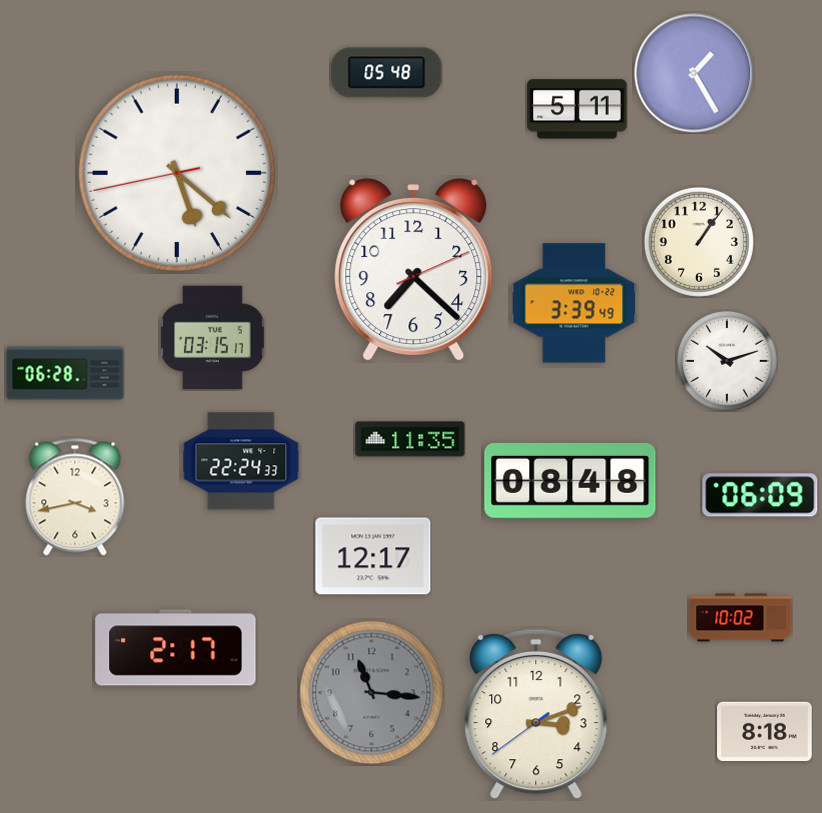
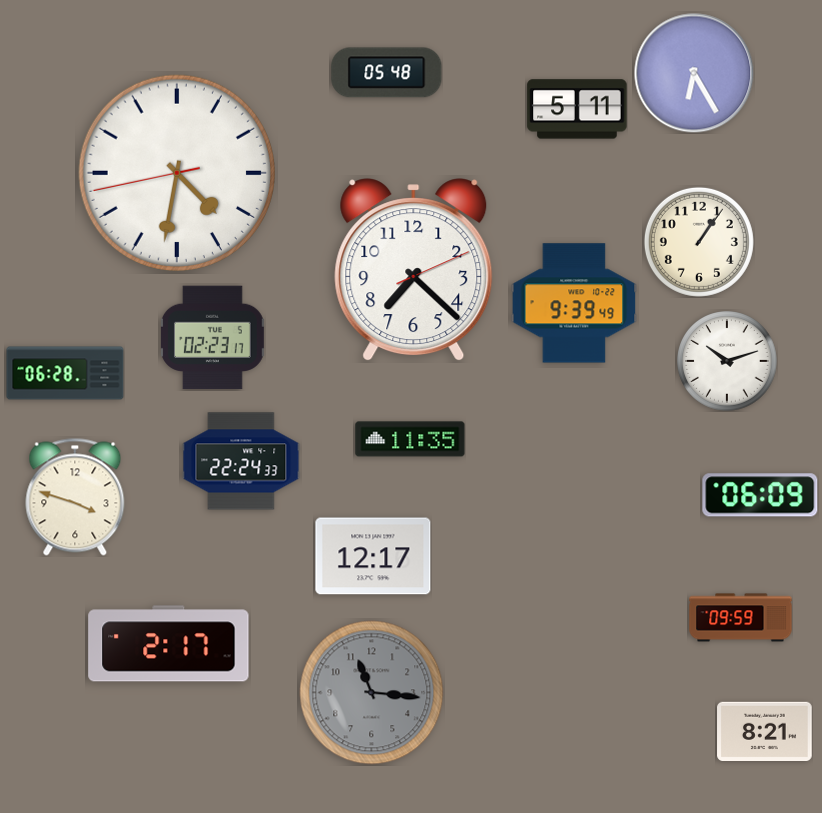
clock at (694, 73): 1:25 -> 6:25
clock at (177, 173): 5:21 -> 4:31
clock at (574, 303): 3:39 -> 9:39
clock at (212, 338): 03:15 -> 02:23
clock at (570, 481): 08:48 -> none
clock at (75, 497): 3:43 -> 3:48
clock at (741, 618): 10:02 -> 09:59
clock at (176, 648) position: (176, 648) -> (169, 644)
clock at (536, 714): 3:11 -> none
clock at (765, 731): 8:18 -> 8:21
